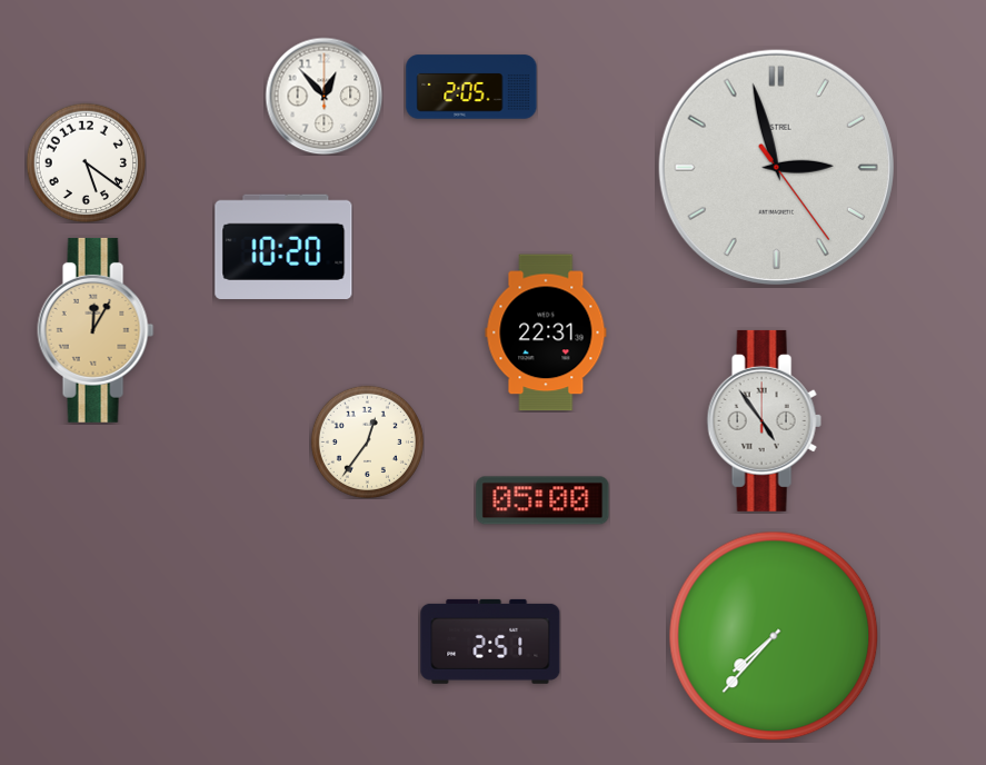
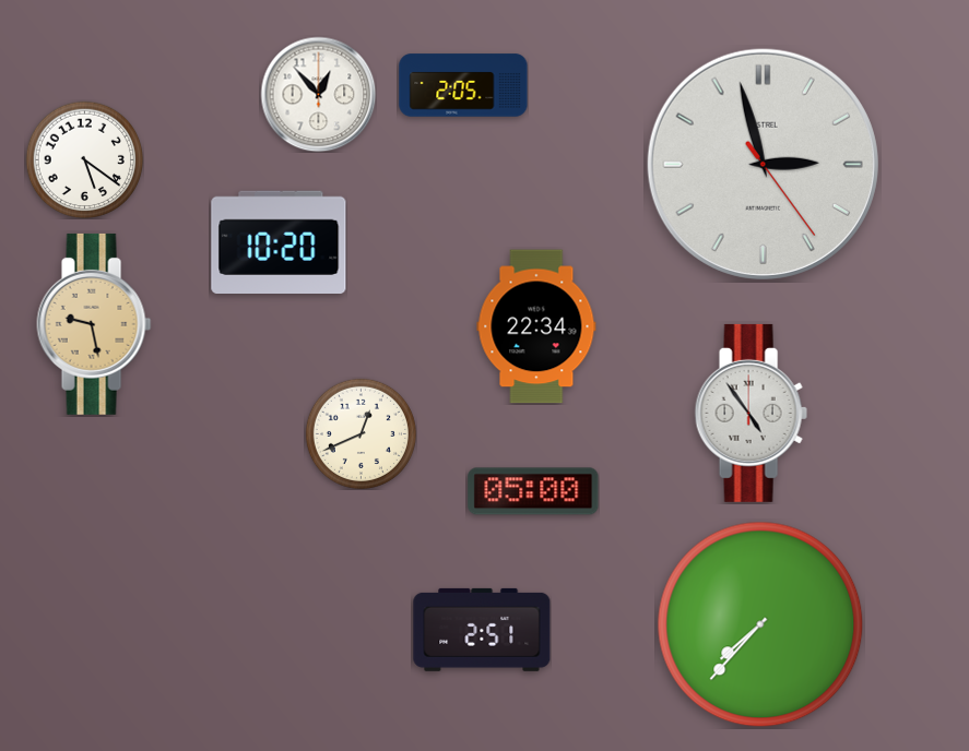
clock at (96, 330): 12:05 -> 9:28
clock at (546, 332): 22:31 -> 22:34
clock at (367, 441): 12:36 -> 12:41
